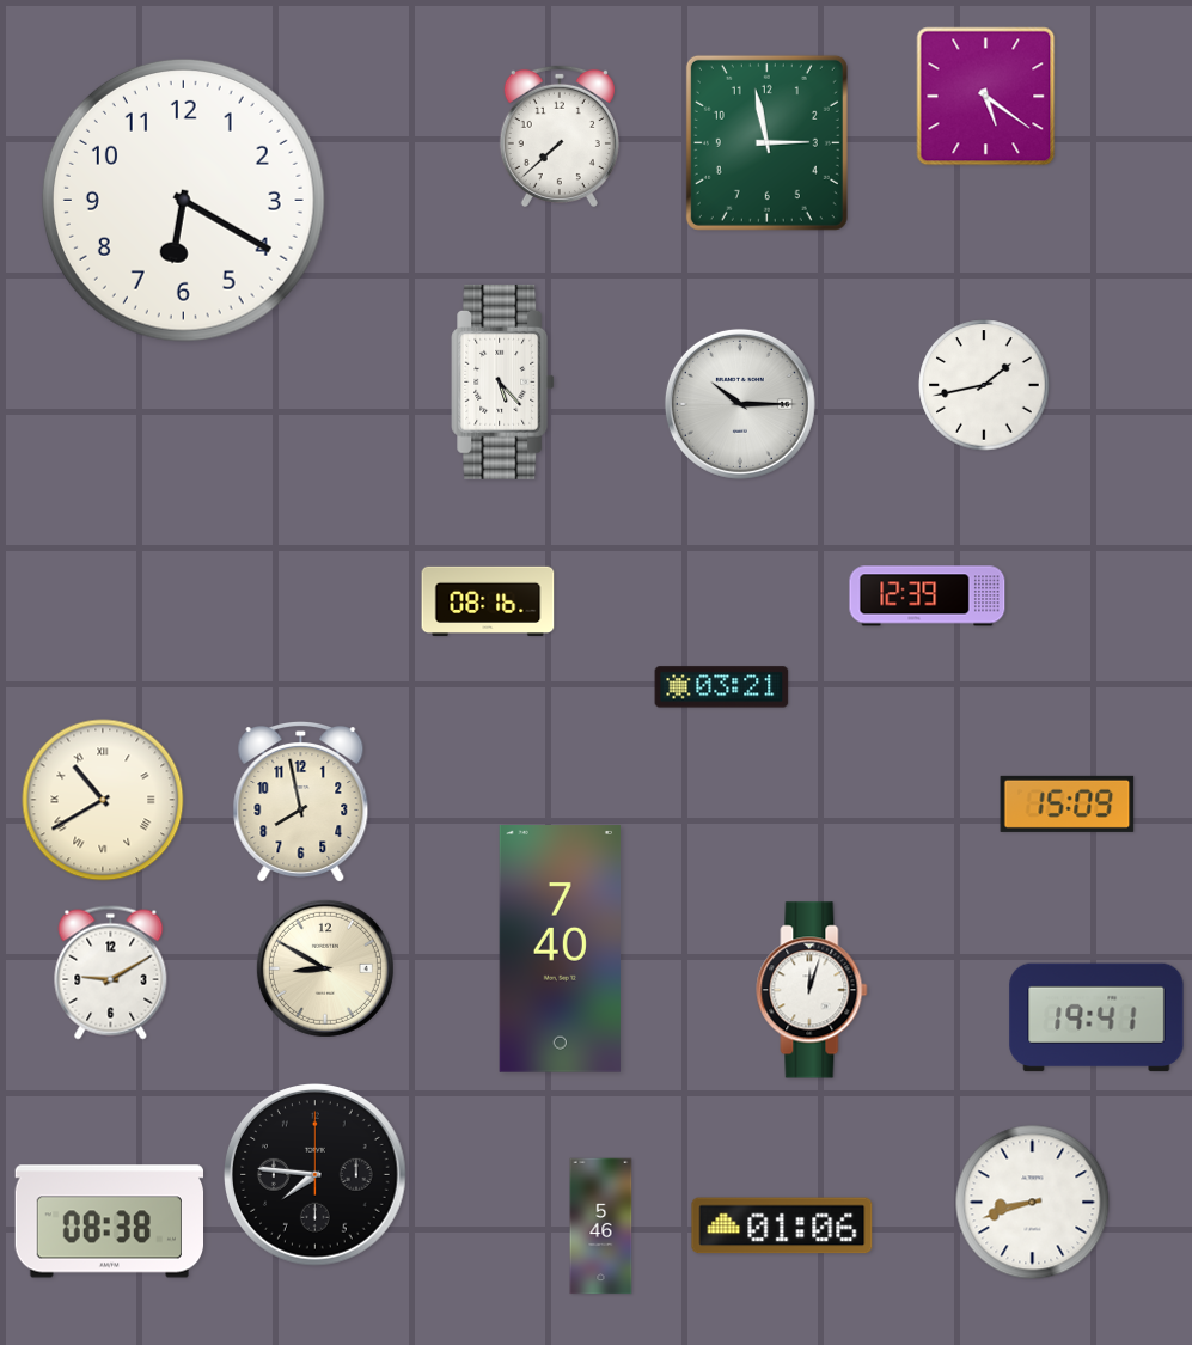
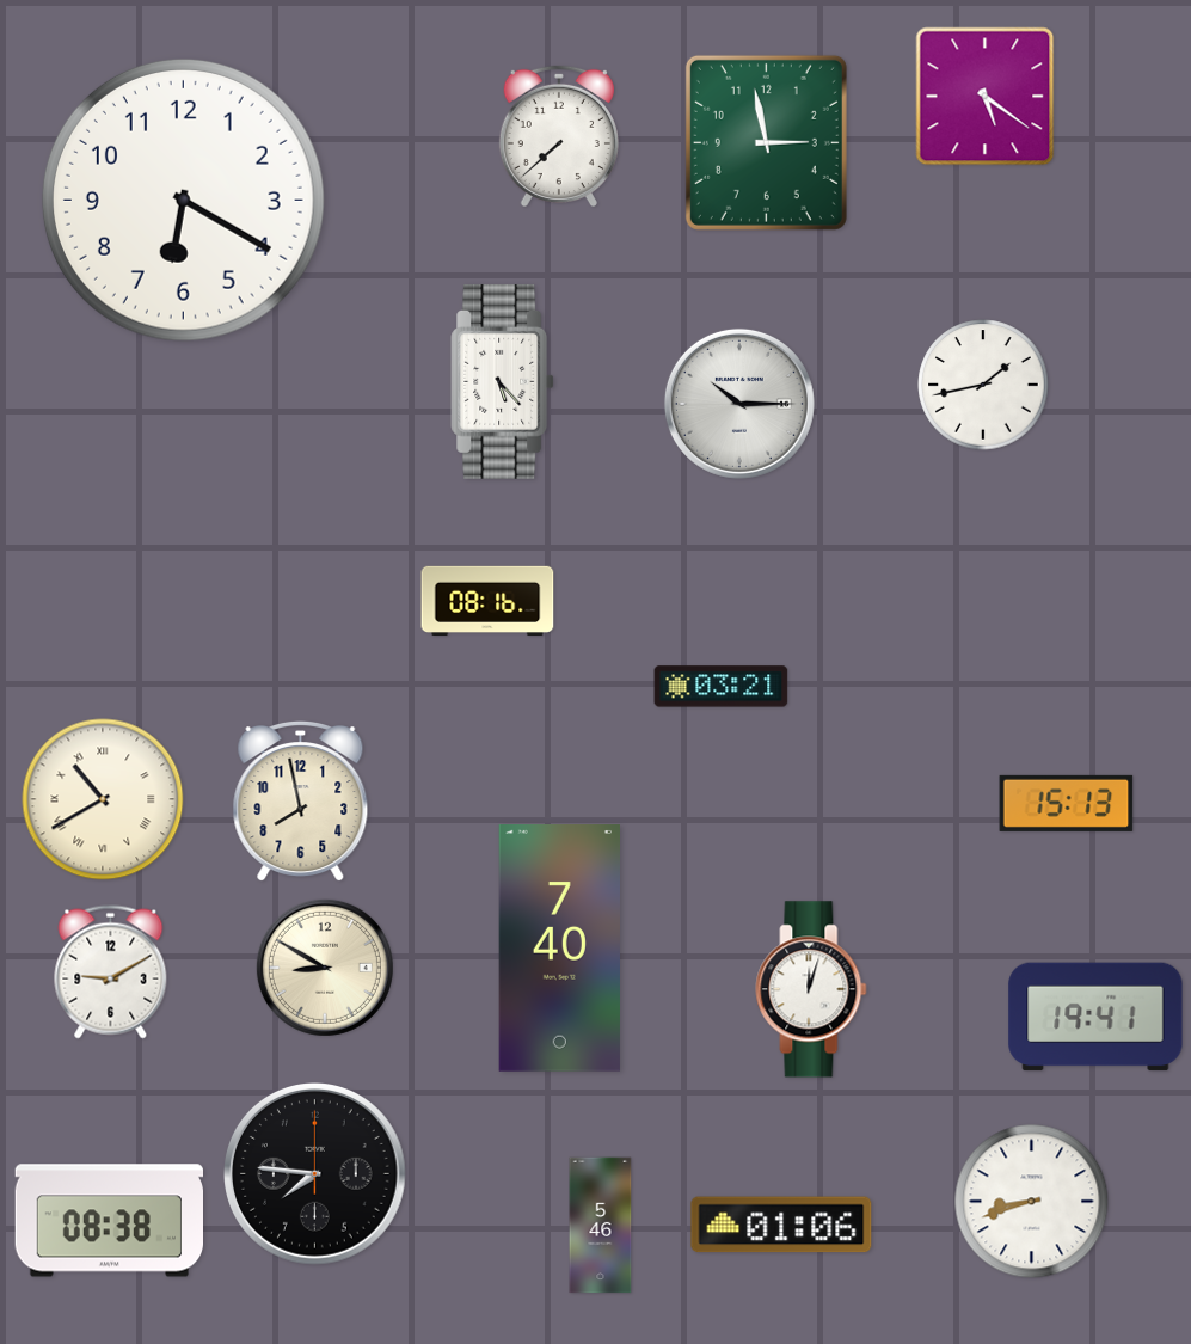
clock at (928, 597): 12:39 -> none
clock at (1068, 803): 15:09 -> 15:13
